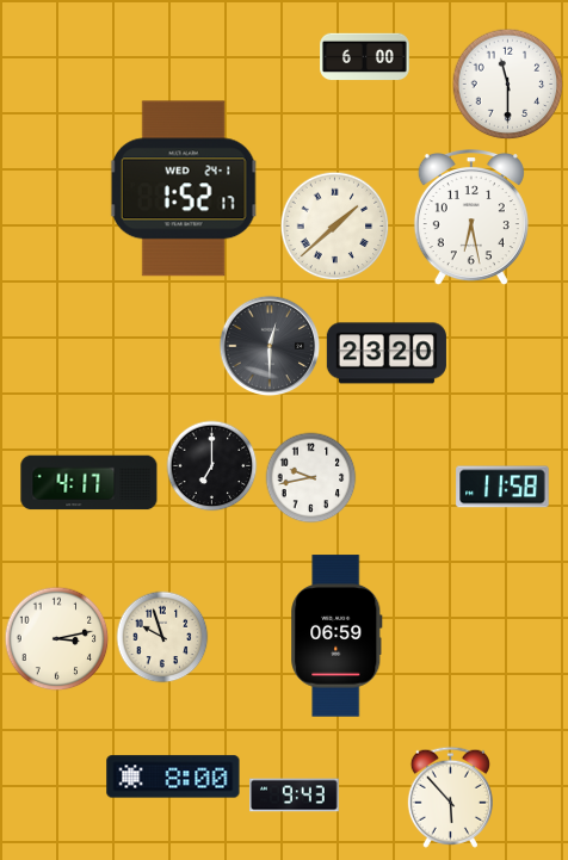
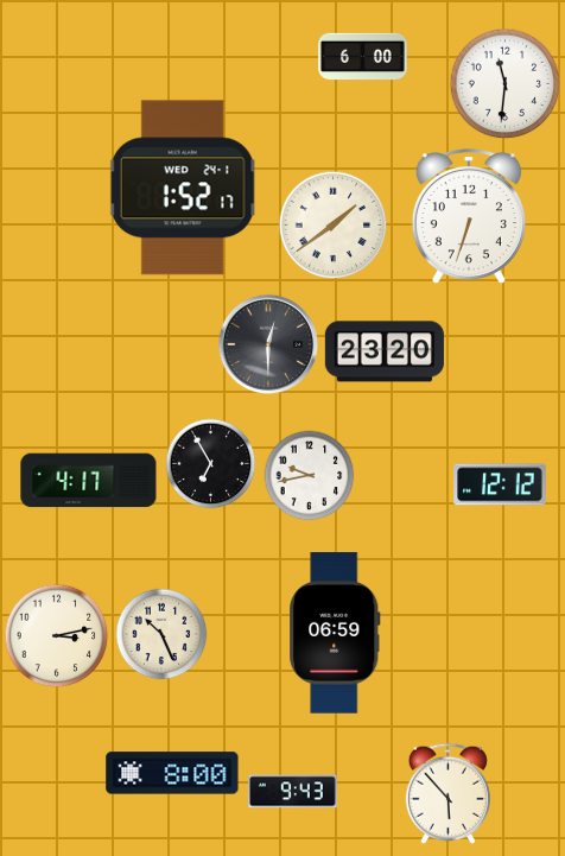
clock at (508, 85): 11:30 -> 11:31
clock at (471, 218): 6:28 -> 6:33
clock at (335, 227): 1:38 -> 1:39
clock at (212, 466): 7:00 -> 6:55
clock at (502, 487): 11:58 -> 12:12
clock at (162, 637): 9:57 -> 10:26
